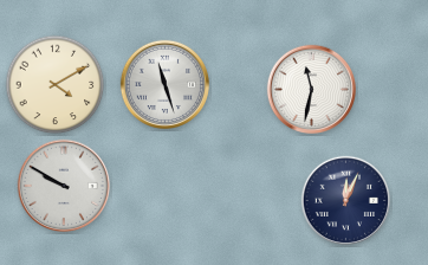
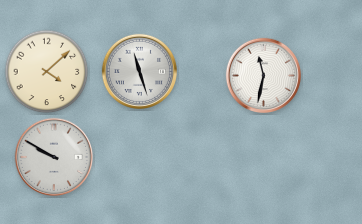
clock at (56, 85): 4:10 -> 4:08
clock at (345, 200): 12:04 -> none
